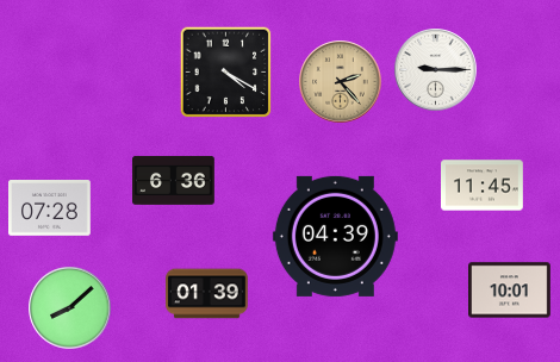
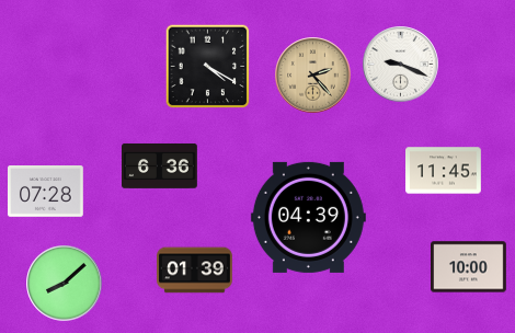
clock at (436, 70): 9:15 -> 9:19
clock at (510, 291): 10:01 -> 10:00
clock at (207, 294) position: (207, 294) -> (195, 271)
